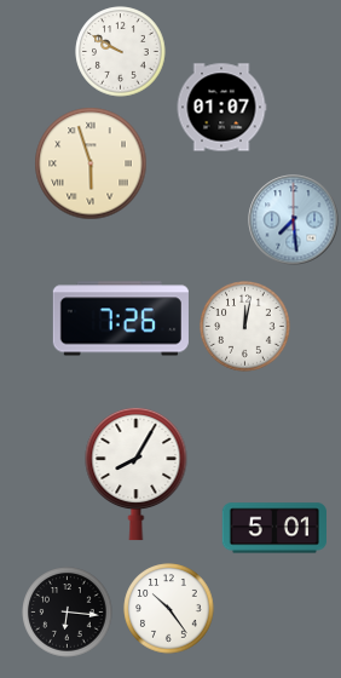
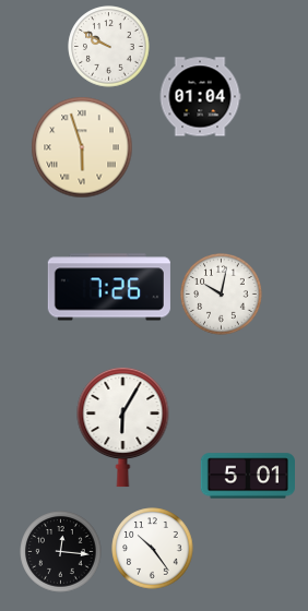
clock at (221, 108): 01:07 -> 01:04
clock at (294, 220): 7:29 -> none
clock at (245, 327): 12:02 -> 10:02
clock at (137, 473): 8:05 -> 6:05
clock at (68, 613): 6:16 -> 12:16
